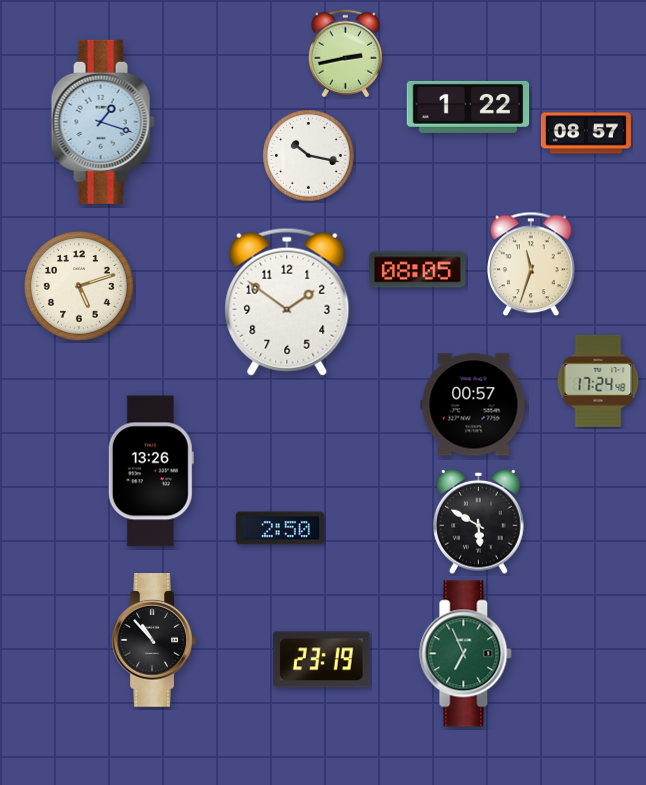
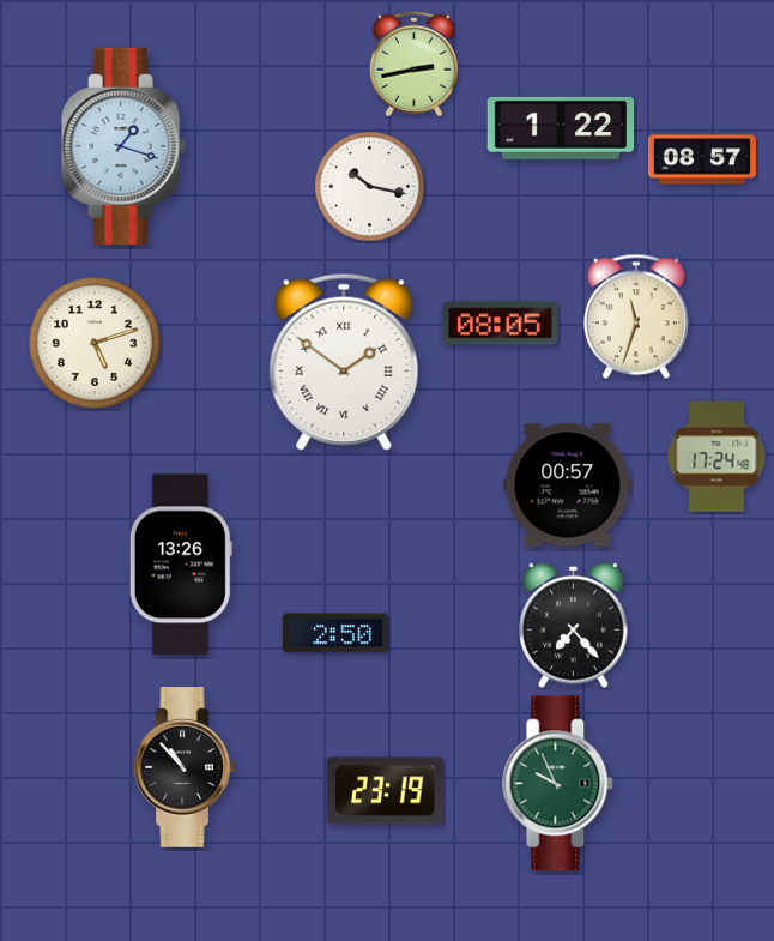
clock at (287, 302) numerals: Arabic -> Roman
clock at (479, 521): 5:50 -> 7:23
clock at (466, 654): 6:56 -> 9:56
